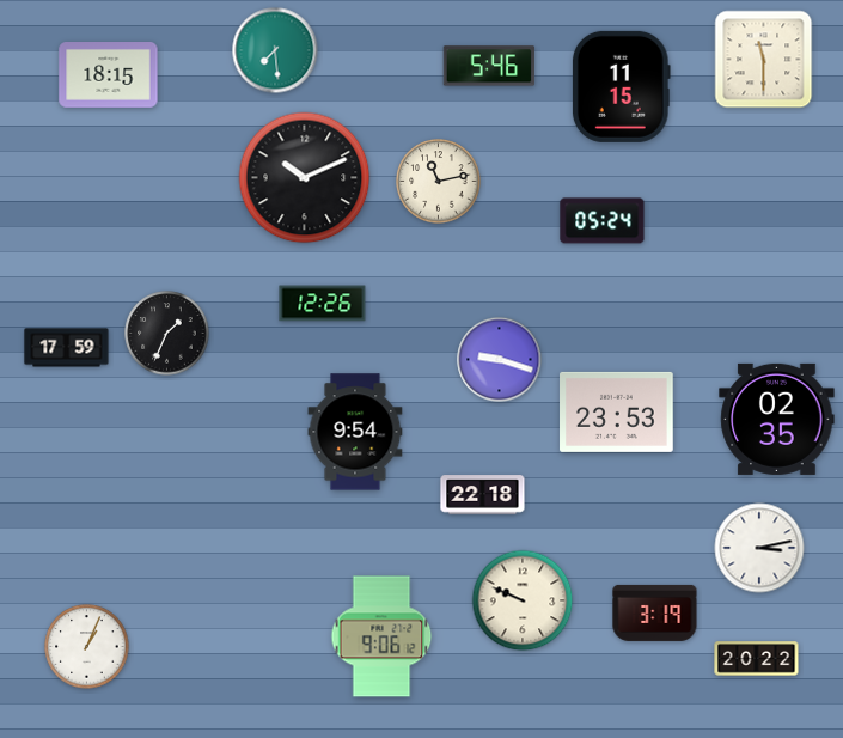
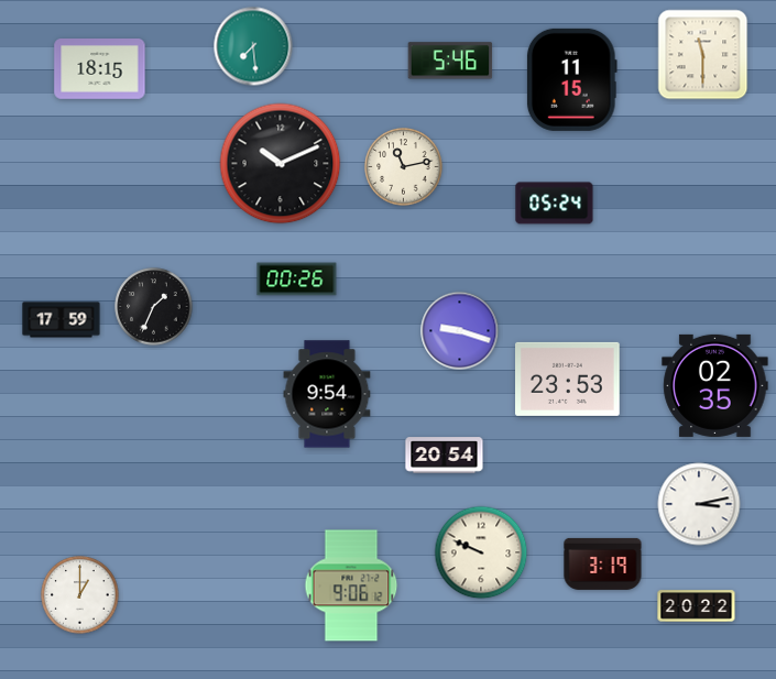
clock at (323, 304): 12:26 -> 00:26
clock at (355, 432) position: (355, 432) -> (327, 394)
clock at (483, 495): 22:18 -> 20:54
clock at (87, 647): 1:04 -> 1:00
